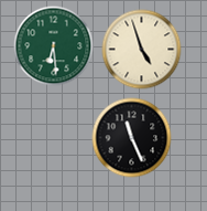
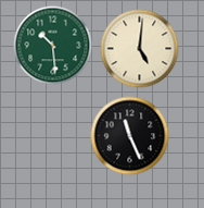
clock at (54, 46): 6:29 -> 10:29
clock at (142, 50): 4:57 -> 5:01
